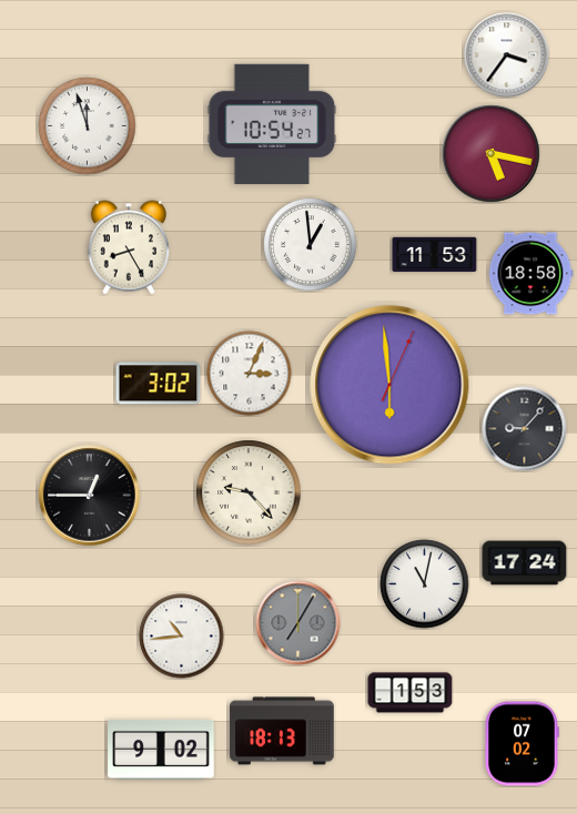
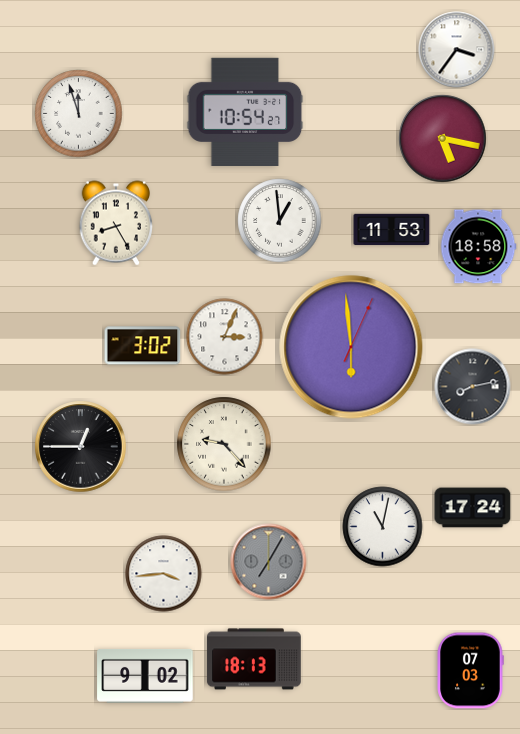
clock at (525, 429): 9:07 -> 8:13
clock at (182, 637): 10:44 -> 3:44
clock at (411, 693): 1:53 -> none
clock at (522, 744): 07:02 -> 07:03
